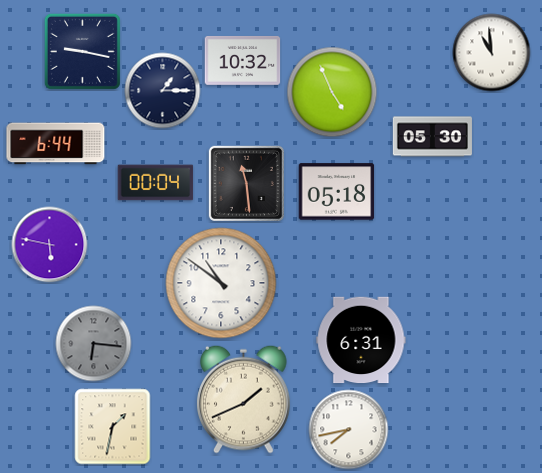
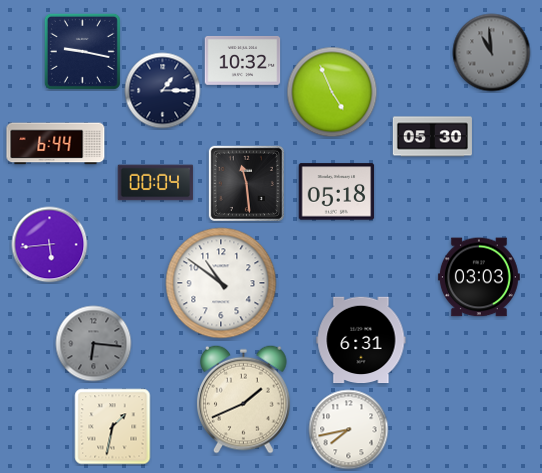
clock at (492, 53) dial: white -> grey
clock at (50, 245): 5:47 -> 5:44
clock at (479, 277): none -> 03:03
